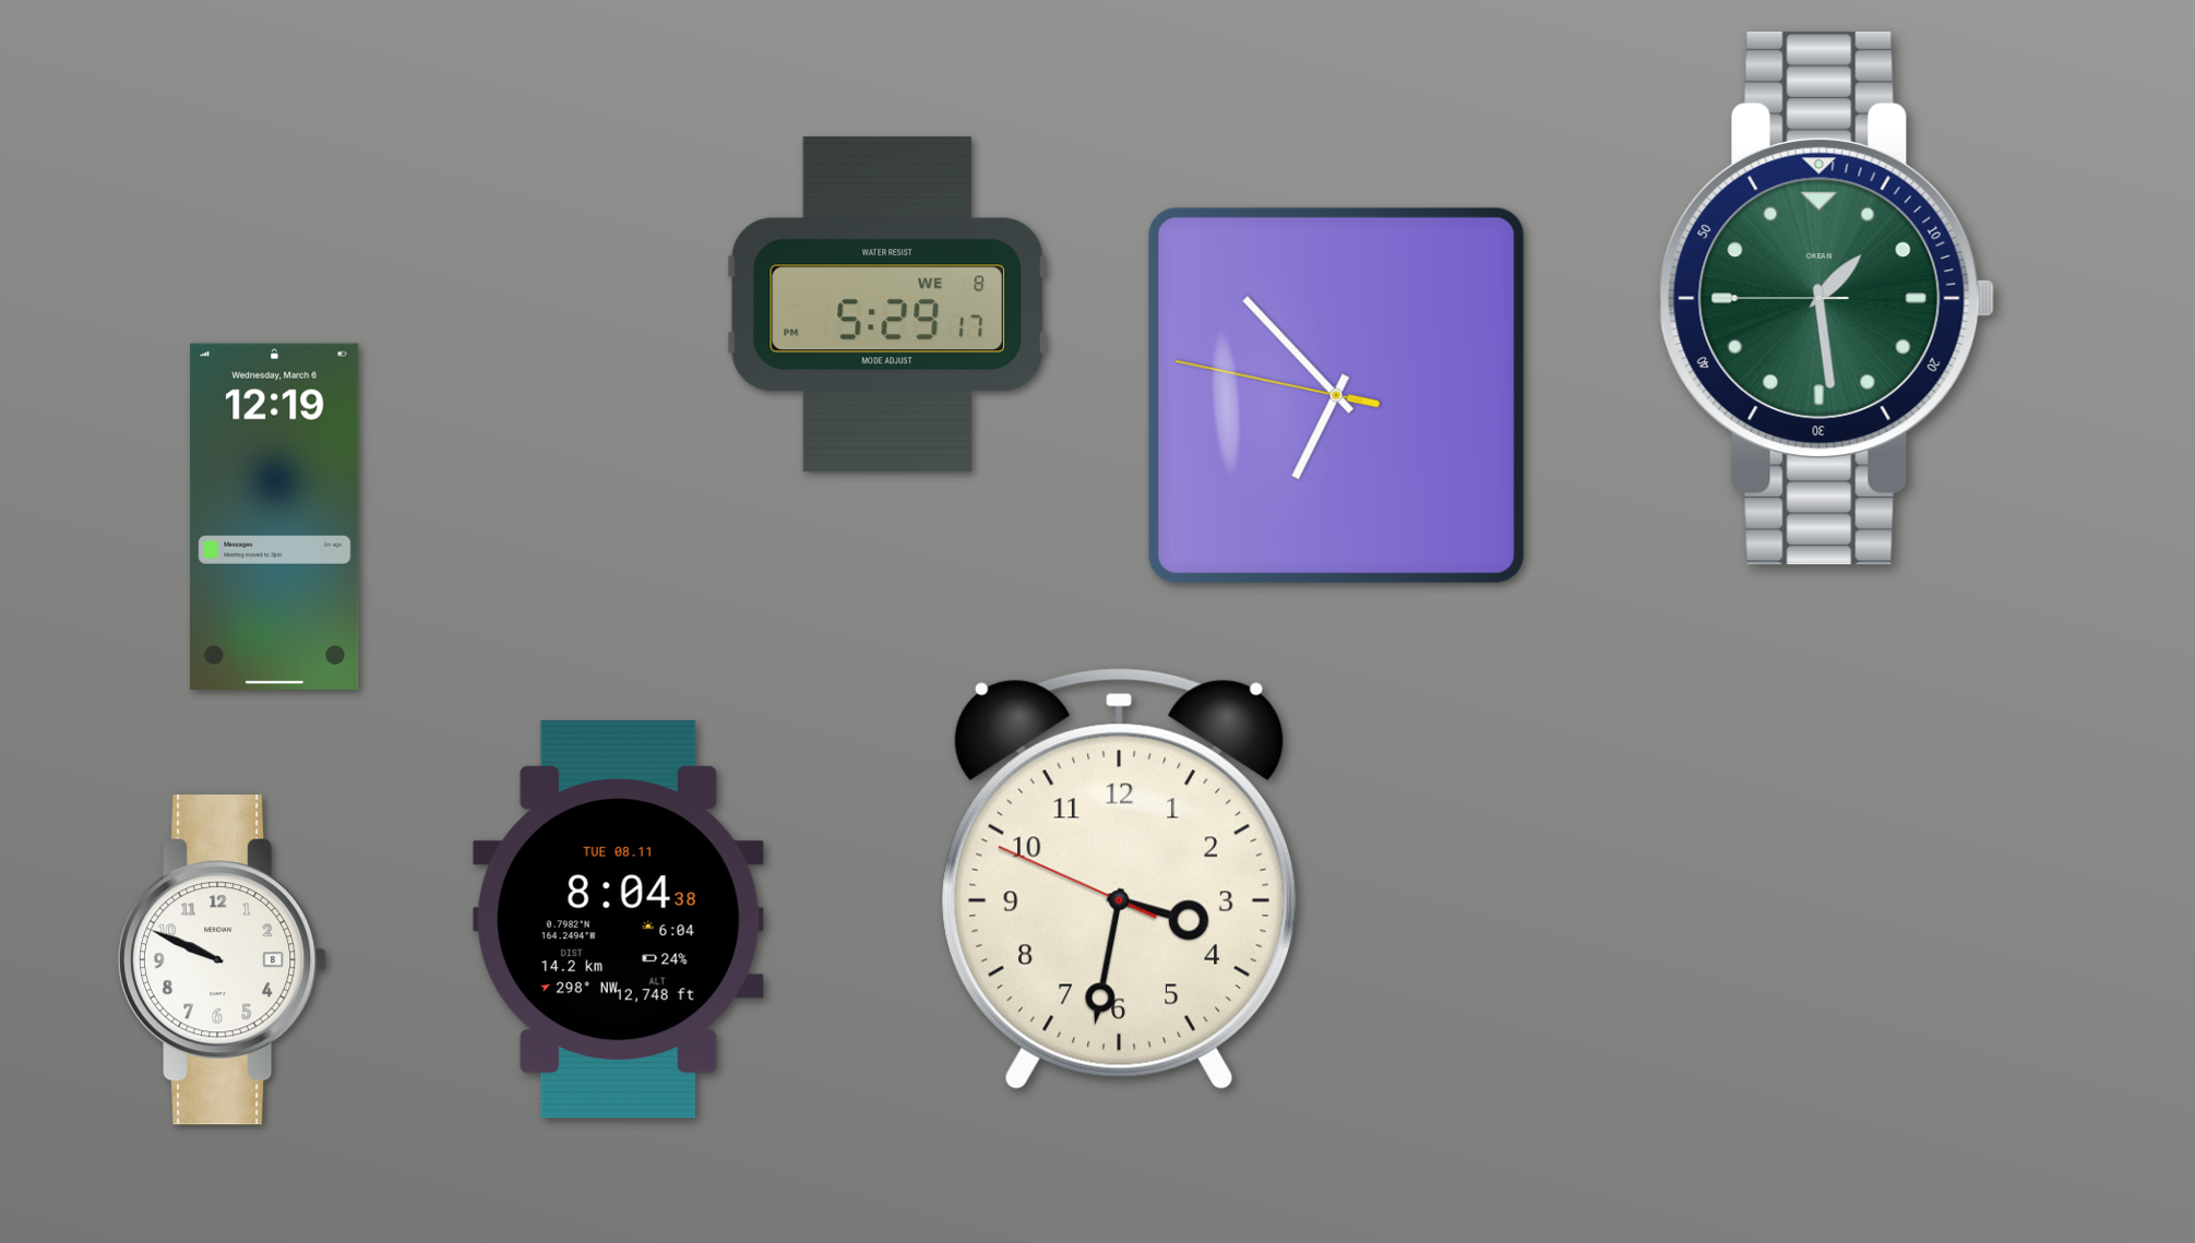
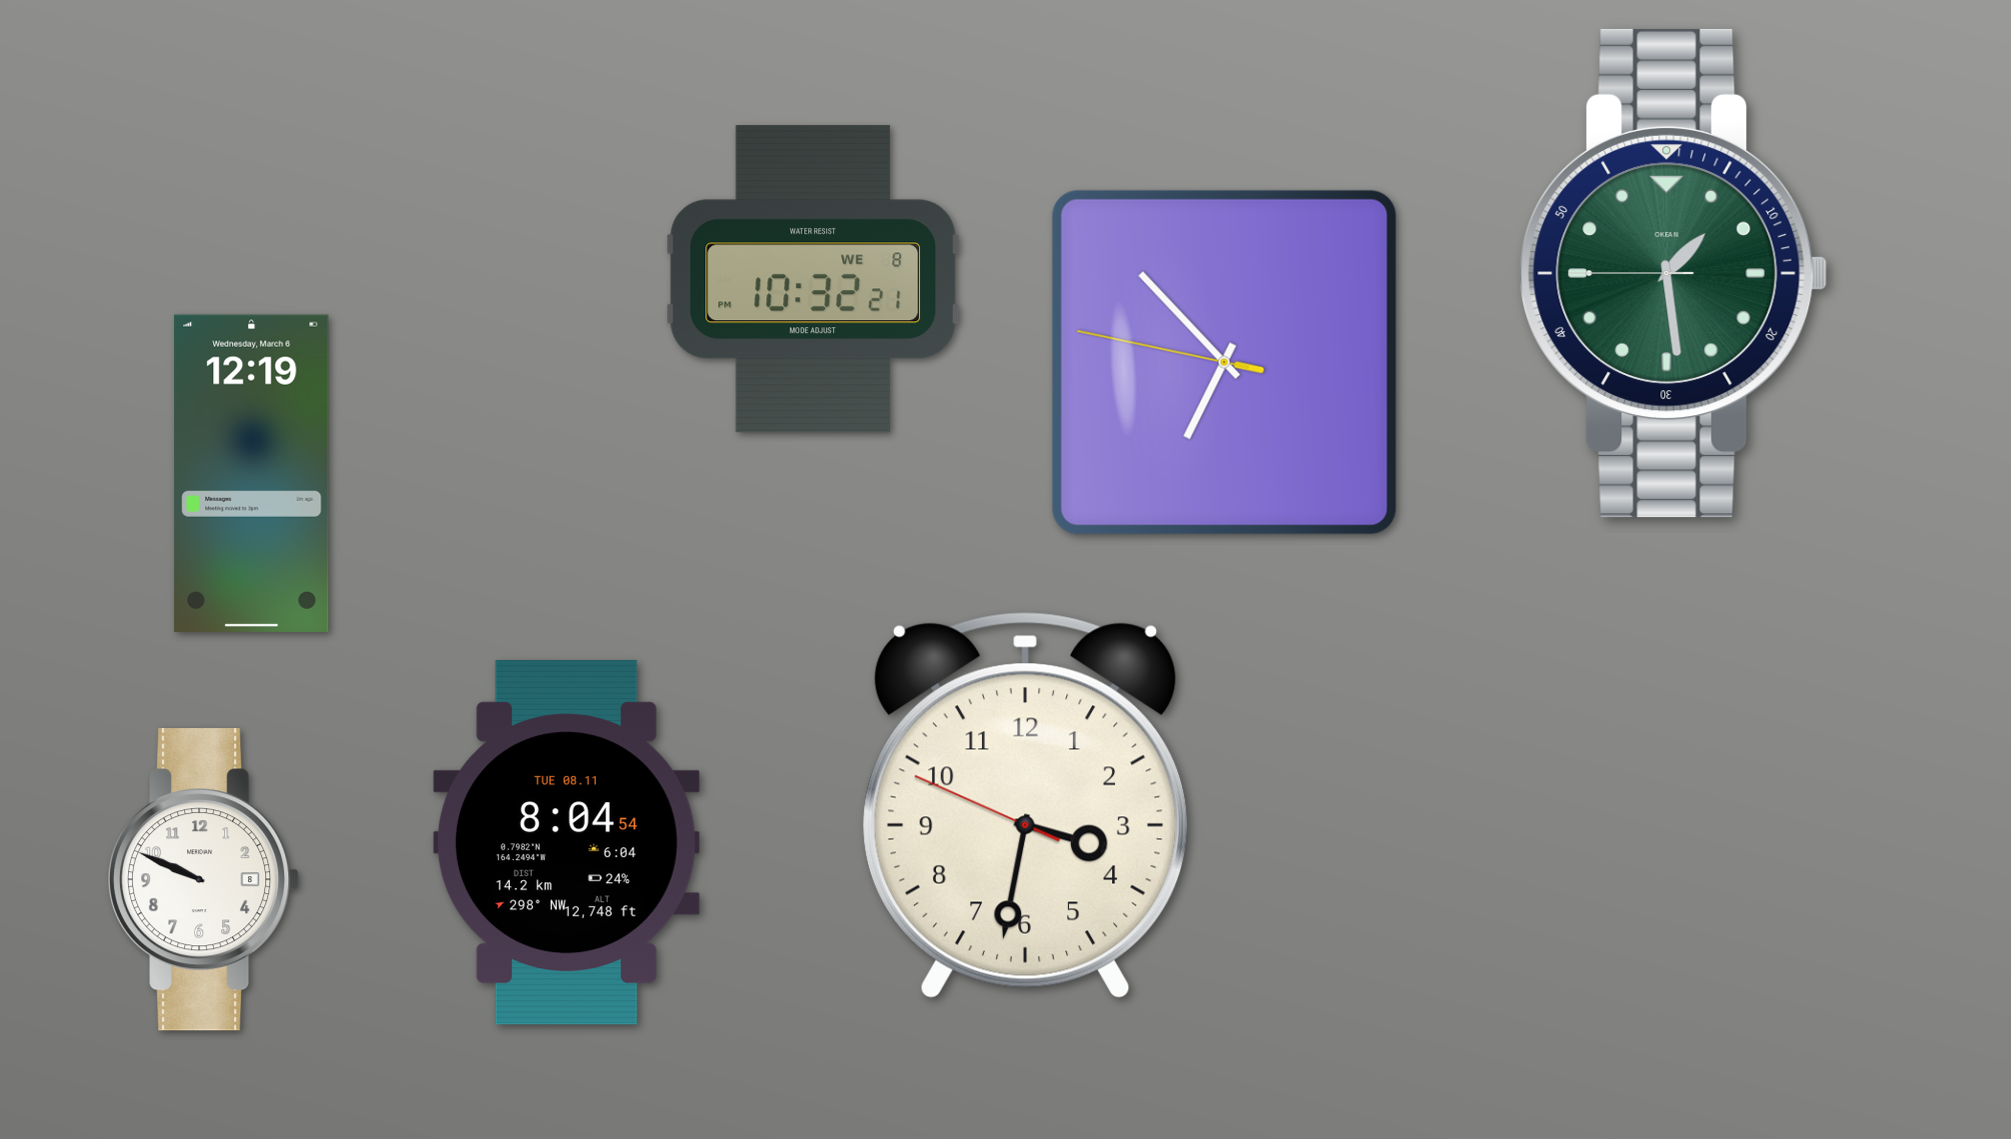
clock at (887, 304): 5:29 -> 10:32
clock at (618, 920): 8:04:38 -> 8:04:54
